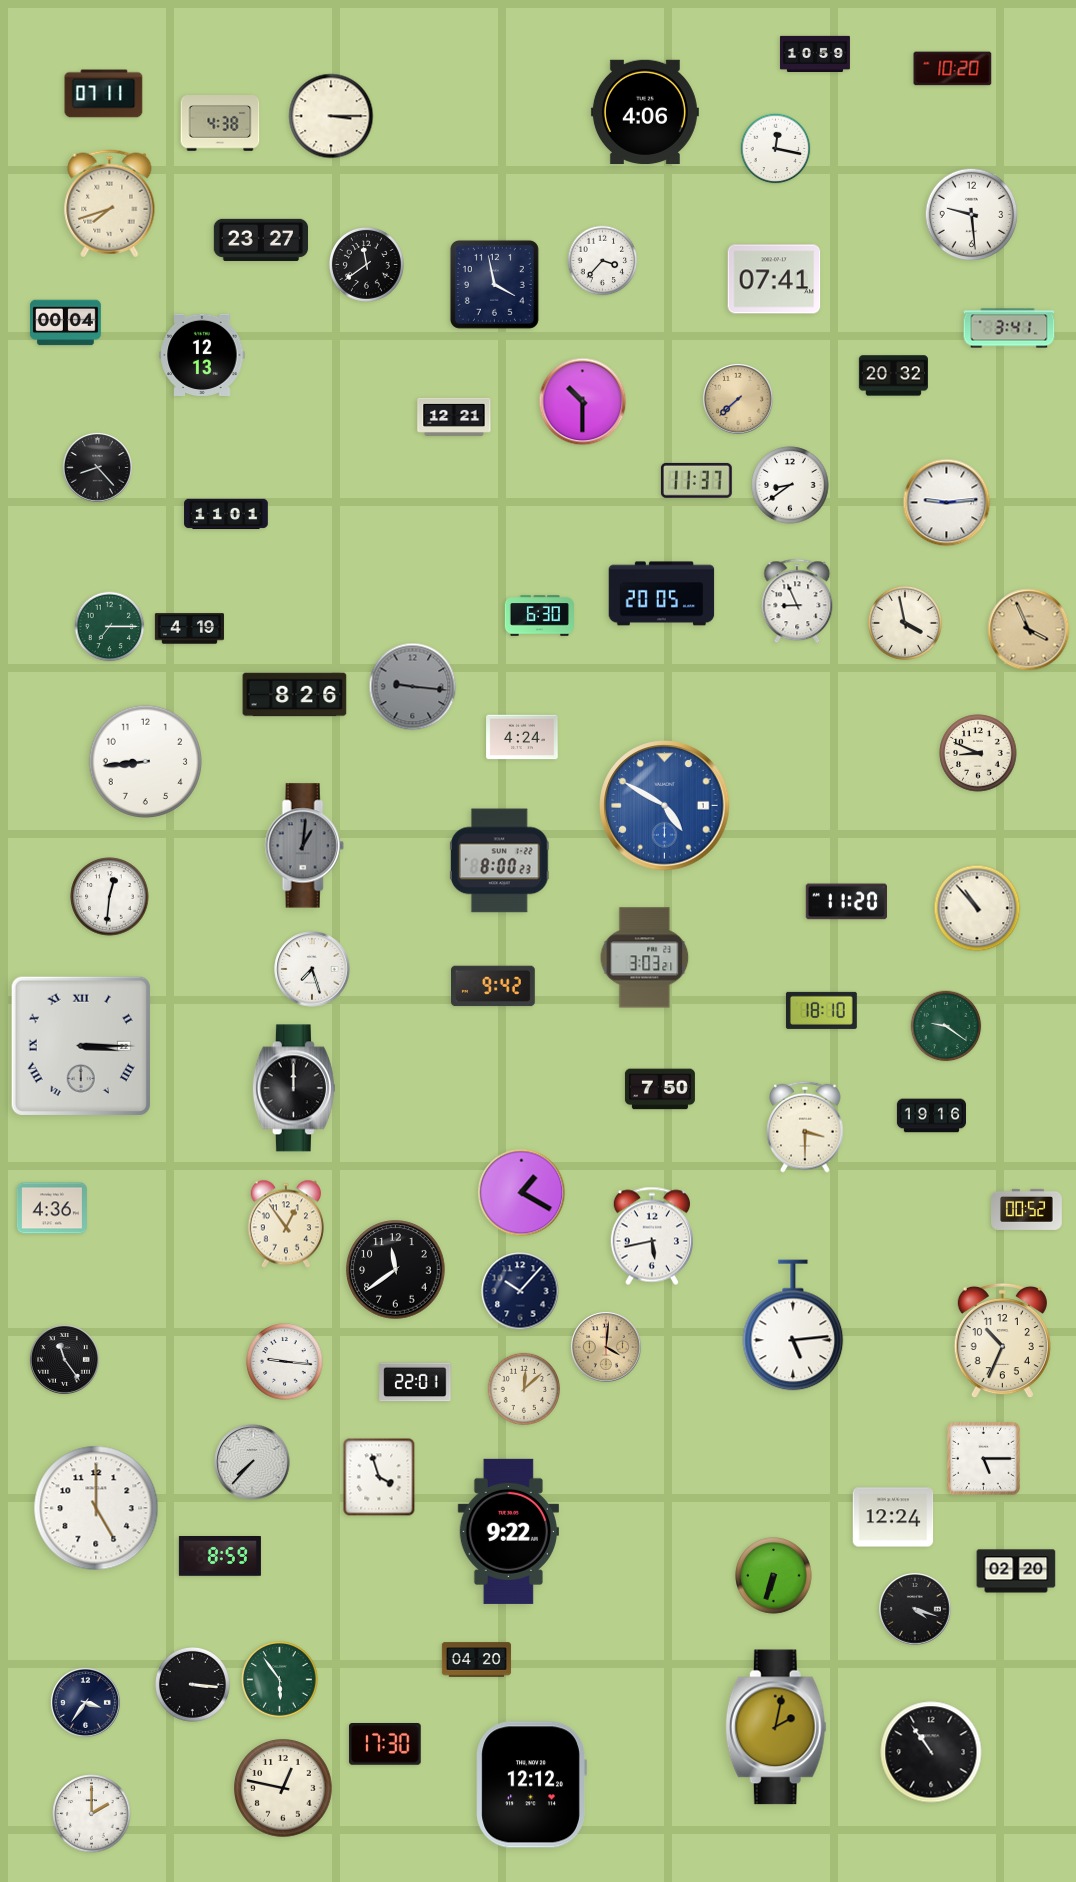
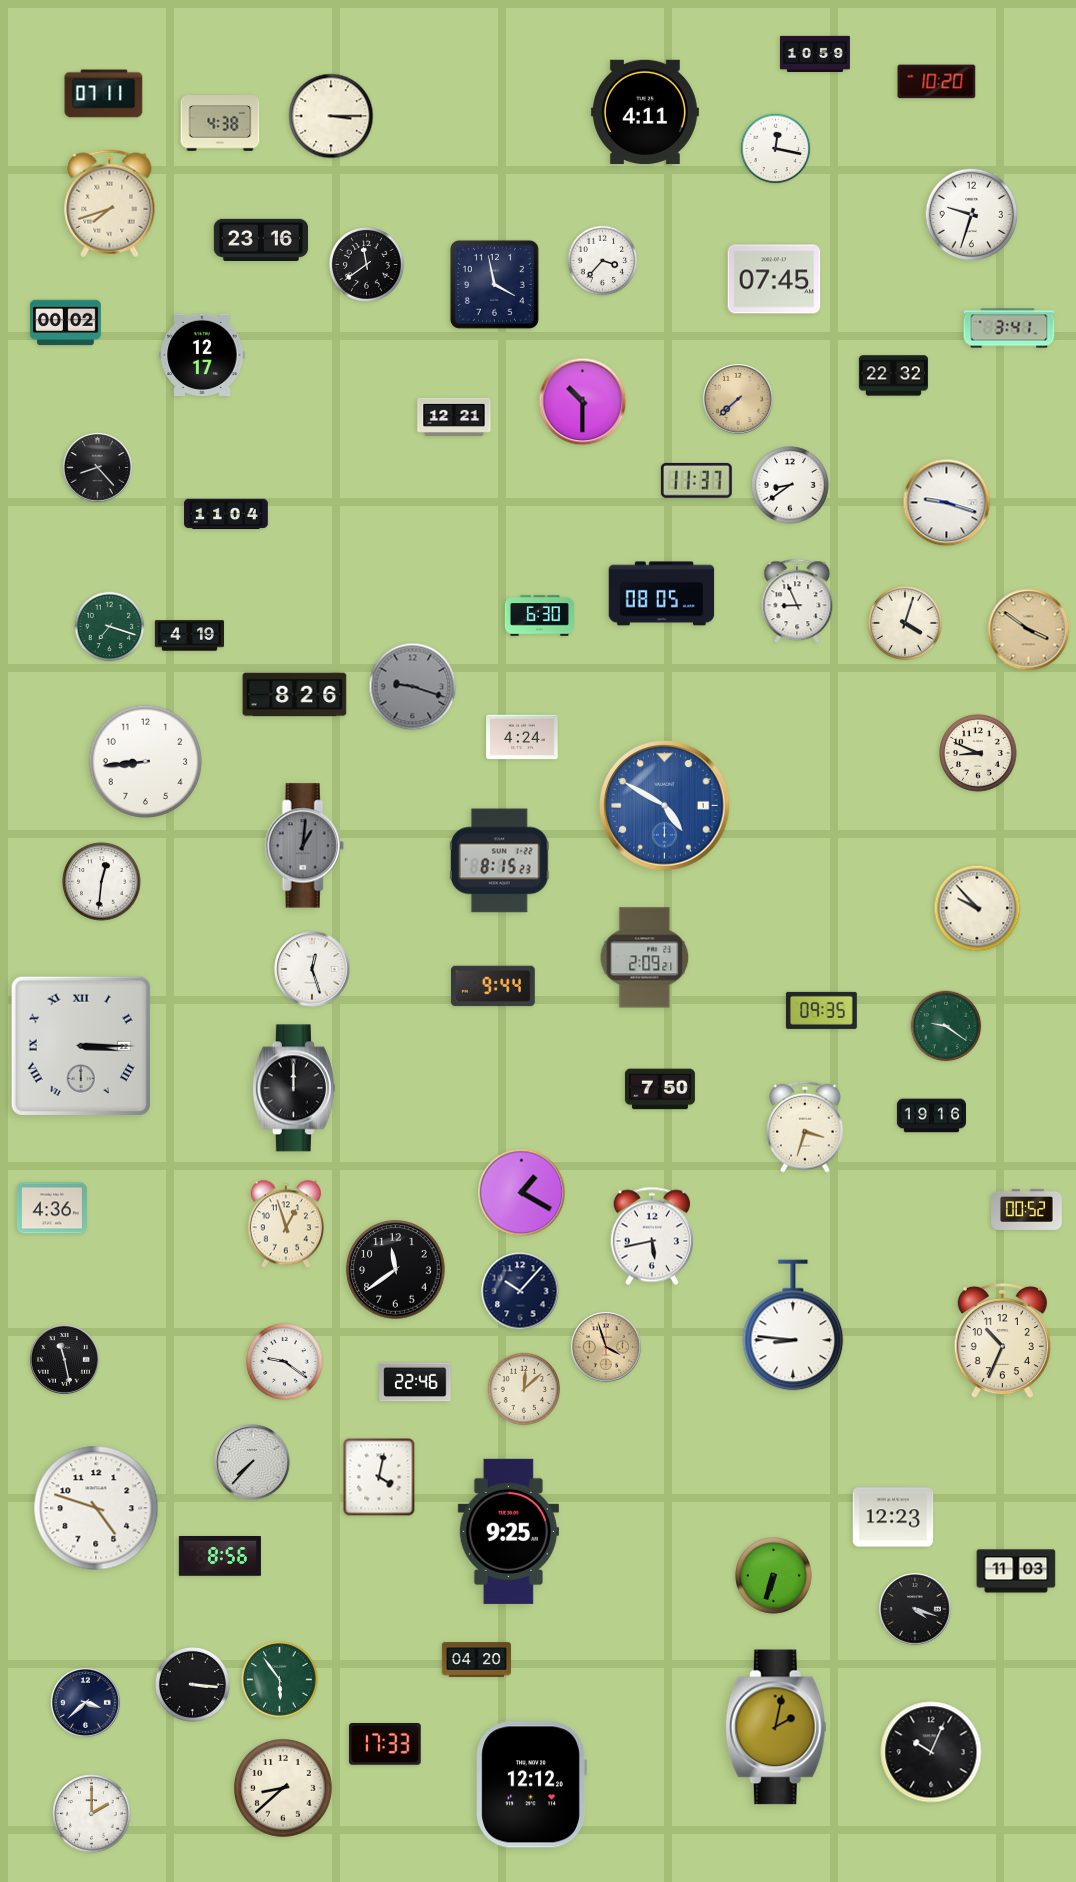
clock at (953, 69) position: (953, 69) -> (937, 82)
clock at (645, 111): 4:06 -> 4:11
clock at (972, 215): 9:29 -> 9:33
clock at (261, 240): 23:27 -> 23:16
clock at (774, 279): 07:41 -> 07:45
clock at (66, 323): 00:04 -> 00:02
clock at (202, 355): 12:13 -> 12:17
clock at (893, 376): 20:32 -> 22:32
clock at (947, 503): 9:14 -> 9:18
clock at (226, 514): 11:01 -> 11:04
clock at (662, 594): 20:05 -> 08:05
clock at (905, 623): 3:58 -> 4:03
clock at (110, 627): 7:15 -> 7:18
clock at (189, 629) position: (189, 629) -> (189, 636)
clock at (1029, 630): 3:56 -> 3:51
clock at (413, 687): 9:16 -> 9:18
clock at (499, 861): 8:00 -> 8:15
clock at (110, 897) position: (110, 897) -> (102, 882)
clock at (846, 902): 11:20 -> none
clock at (977, 908): 10:53 -> 9:53
clock at (645, 958): 3:03 -> 2:09
clock at (312, 969): 7:27 -> 12:27
clock at (494, 986): 9:42 -> 9:44
clock at (821, 1010): 18:10 -> 09:35
clock at (805, 1127): 3:30 -> 3:33
clock at (286, 1224): 12:54 -> 12:57
clock at (793, 1325): 5:14 -> 8:46
clock at (606, 1347): 4:01 -> 3:57
clock at (64, 1359): 11:24 -> 11:28
clock at (285, 1362): 9:16 -> 9:21
clock at (415, 1382): 22:01 -> 22:46
clock at (984, 1459): 5:15 -> none
clock at (379, 1477): 3:57 -> 4:02
clock at (96, 1508): 5:00 -> 4:48
clock at (893, 1517): 12:24 -> 12:23
clock at (508, 1531): 9:22 -> 9:25
clock at (220, 1557): 8:59 -> 8:56
clock at (1016, 1571): 02:20 -> 11:03
clock at (85, 1702): 3:36 -> 3:38
clock at (385, 1745): 17:30 -> 17:33
clock at (931, 1752): 10:54 -> 10:04
clock at (283, 1788): 12:47 -> 8:38
